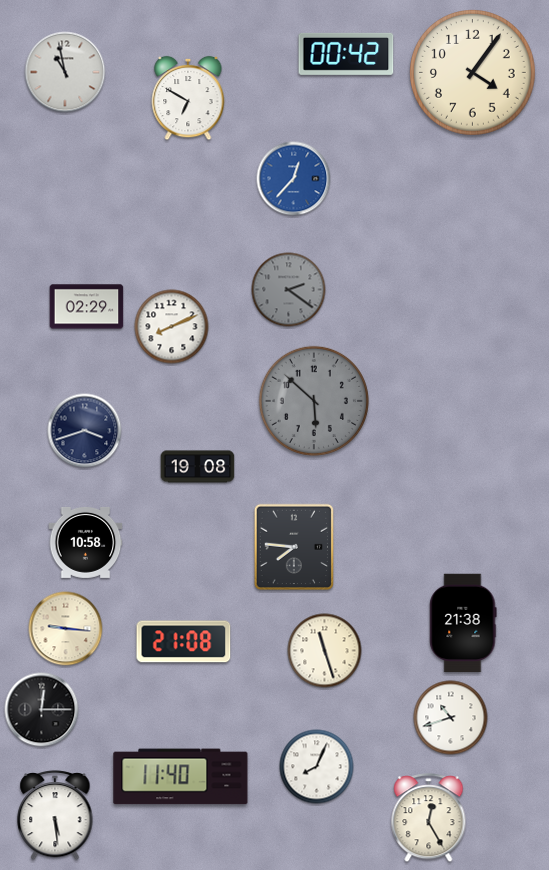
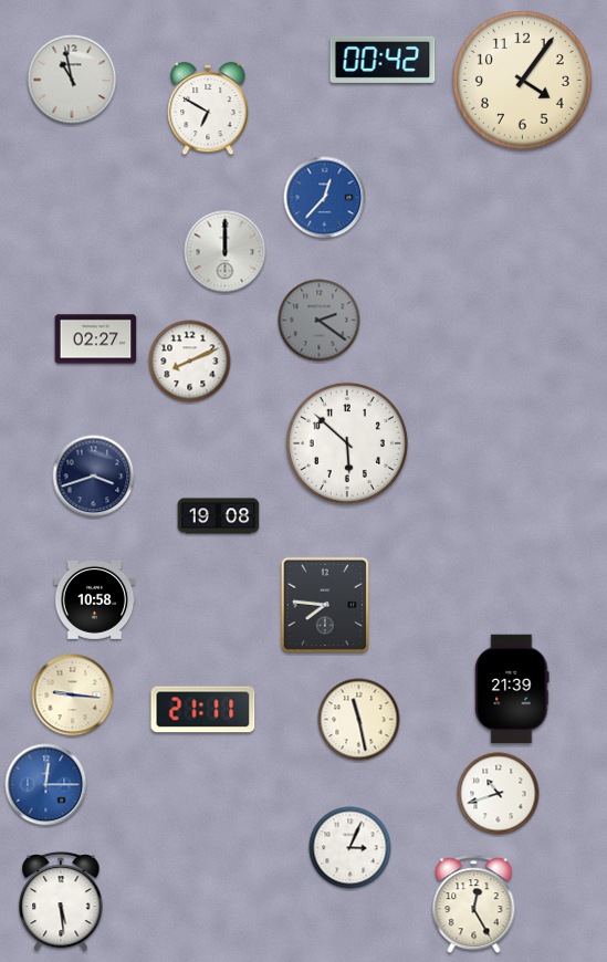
clock at (226, 252): none -> 12:00
clock at (87, 307): 02:29 -> 02:27
clock at (314, 401) dial: grey -> white
clock at (463, 623): 21:38 -> 21:39
clock at (184, 642): 21:08 -> 21:11
clock at (325, 651): 11:27 -> 11:28
clock at (42, 710) dial: black -> blue
clock at (317, 767): 8:04 -> 3:04
clock at (181, 777): 11:40 -> none
